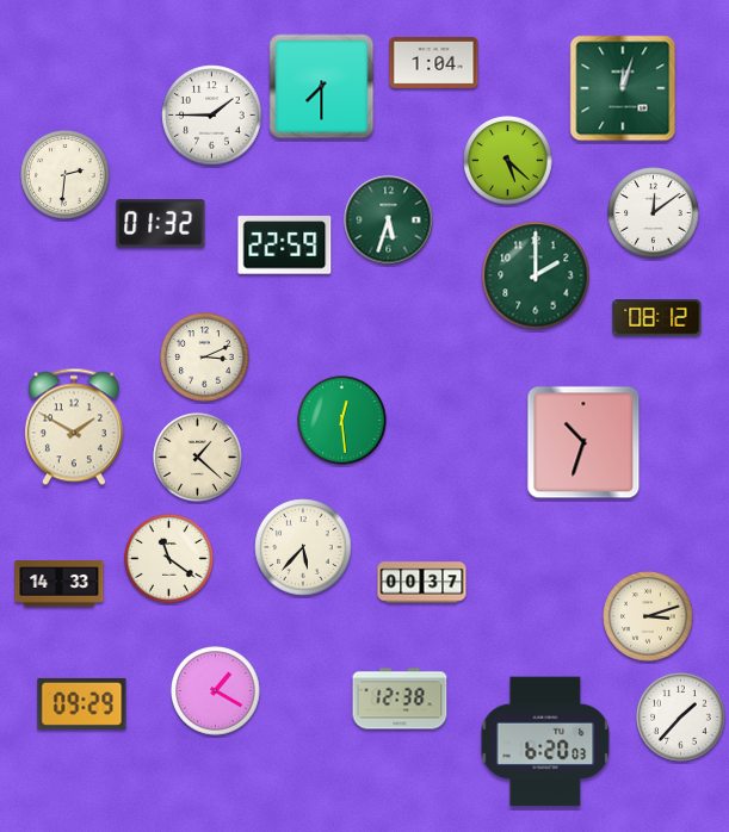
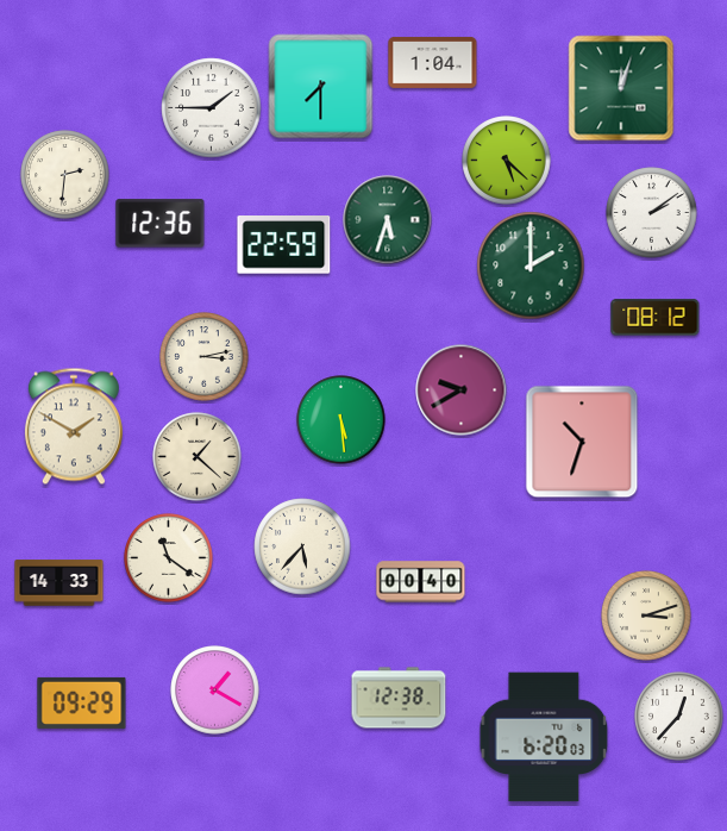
clock at (212, 116) position: (212, 116) -> (212, 108)
clock at (654, 213): 12:09 -> 2:09
clock at (161, 224): 01:32 -> 12:36
clock at (536, 275) position: (536, 275) -> (531, 265)
clock at (205, 358): 3:11 -> 3:13
clock at (462, 390): none -> 9:40
clock at (342, 421): 12:29 -> 5:29
clock at (422, 583): 00:37 -> 00:40
clock at (681, 718): 1:37 -> 12:37
clock at (545, 741) position: (545, 741) -> (544, 737)
